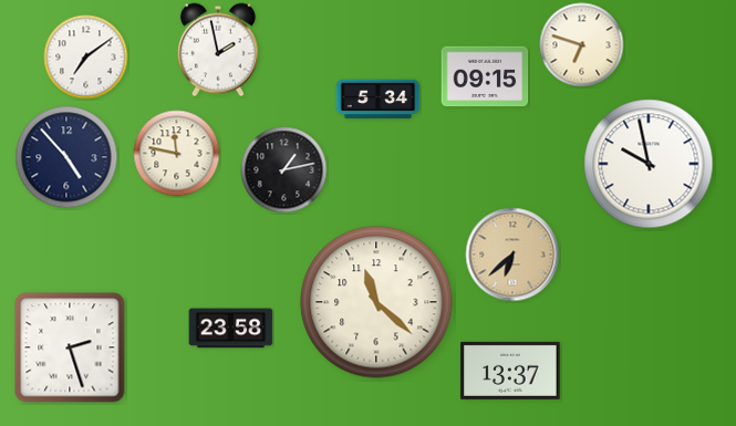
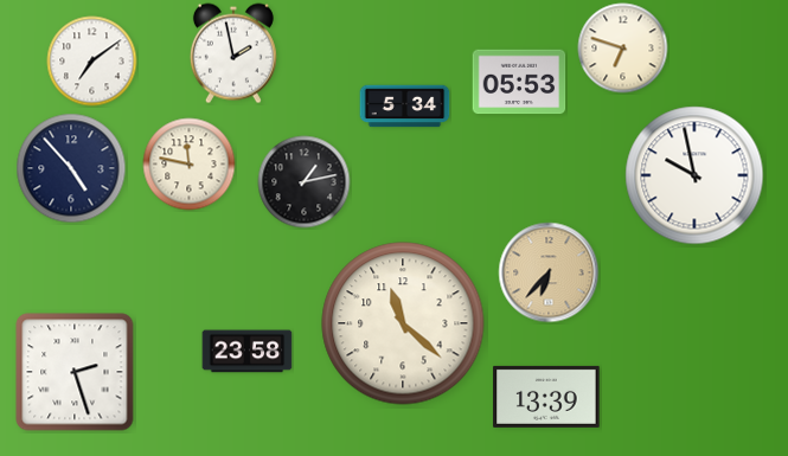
clock at (485, 76): 09:15 -> 05:53
clock at (512, 254): 6:38 -> 6:37
clock at (510, 371): 13:37 -> 13:39
